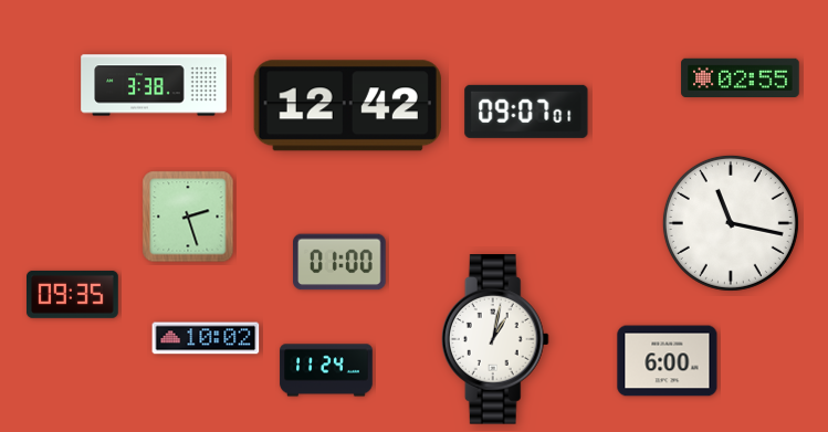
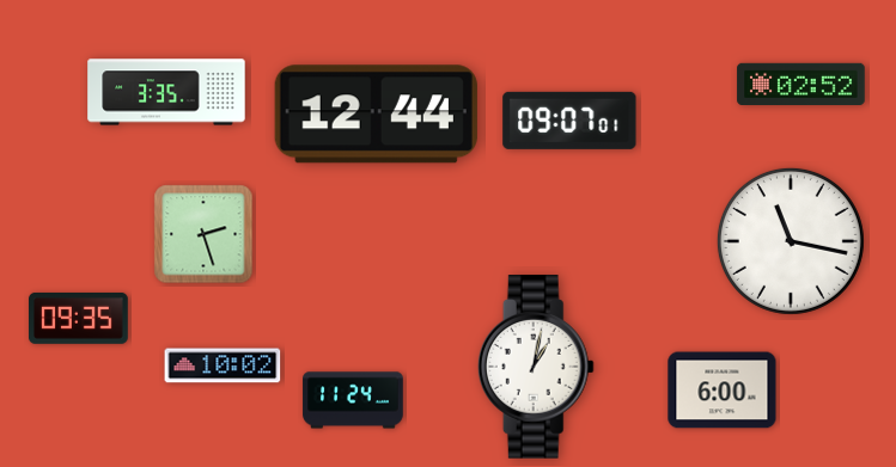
clock at (741, 77): 02:55 -> 02:52
clock at (154, 85): 3:38 -> 3:35
clock at (347, 106): 12:42 -> 12:44
clock at (339, 262): 01:00 -> none
